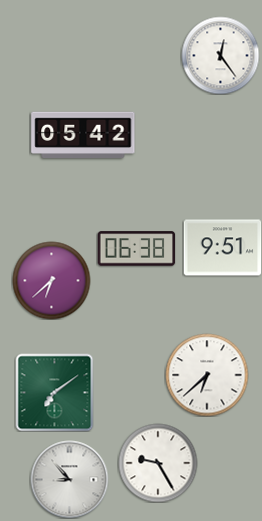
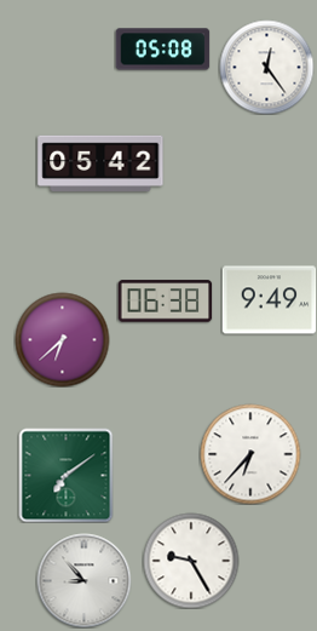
clock at (162, 50): none -> 05:08
clock at (222, 248): 9:51 -> 9:49
clock at (207, 375): 6:38 -> 6:37
